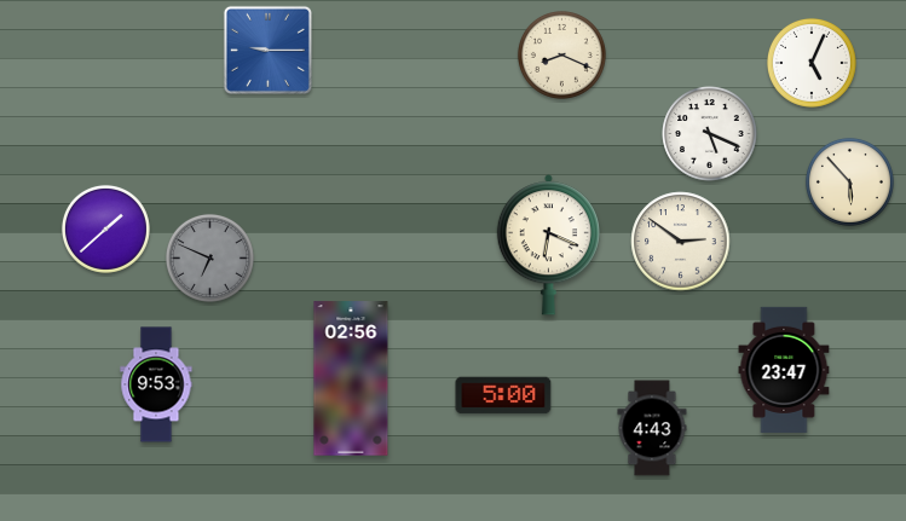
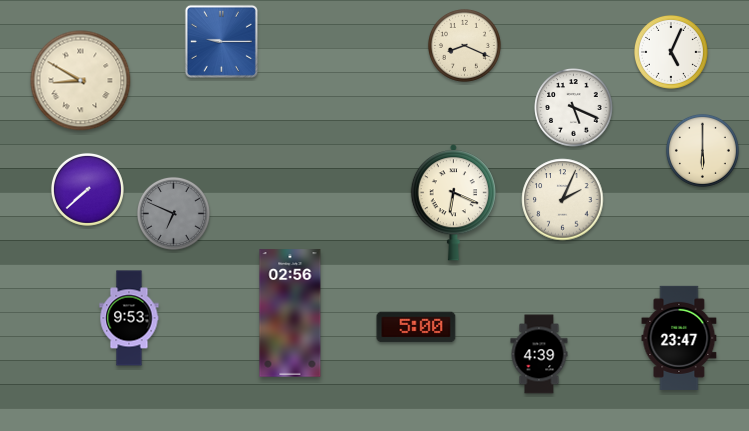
clock at (81, 81): none -> 8:50
clock at (710, 134) position: (710, 134) -> (574, 108)
clock at (849, 181): 5:53 -> 6:00
clock at (105, 228): 1:38 -> 7:38
clock at (681, 242): 2:51 -> 2:04
clock at (784, 370) position: (784, 370) -> (679, 338)
clock at (652, 428): 4:43 -> 4:39
